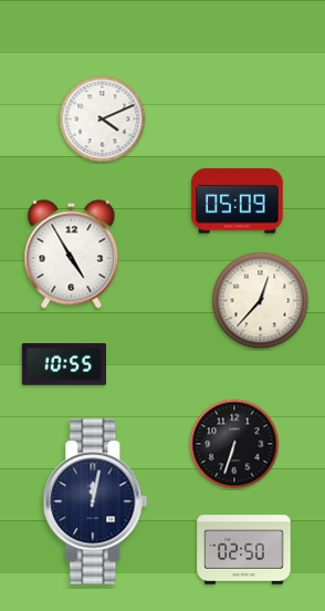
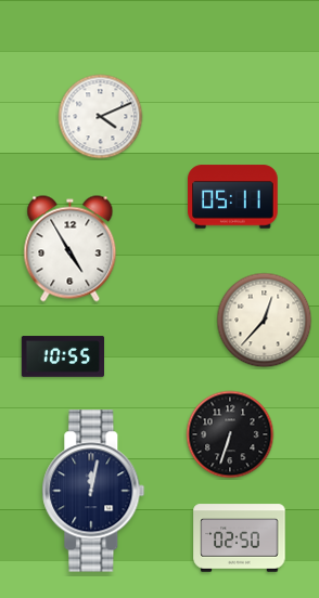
clock at (238, 201): 05:09 -> 05:11
clock at (261, 301) position: (261, 301) -> (265, 321)
